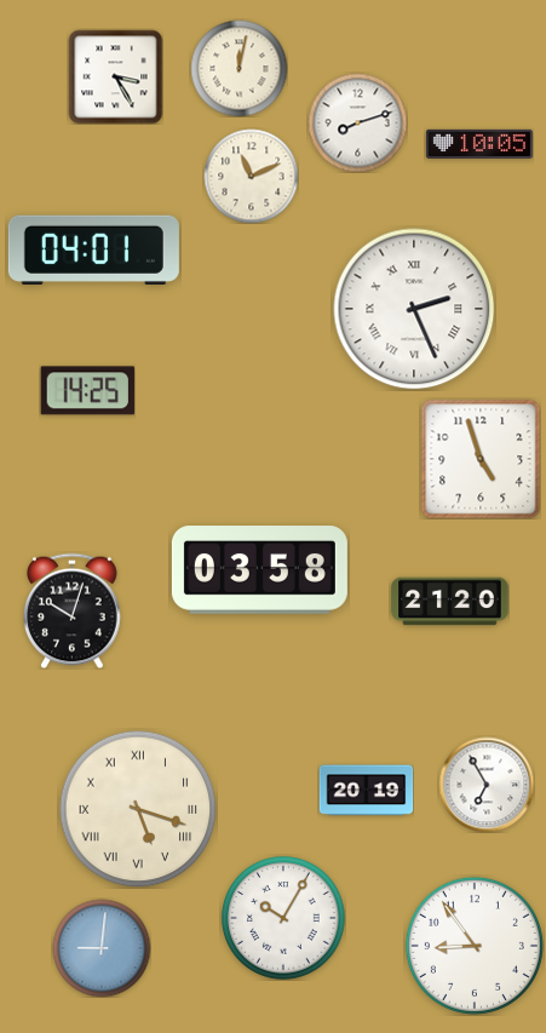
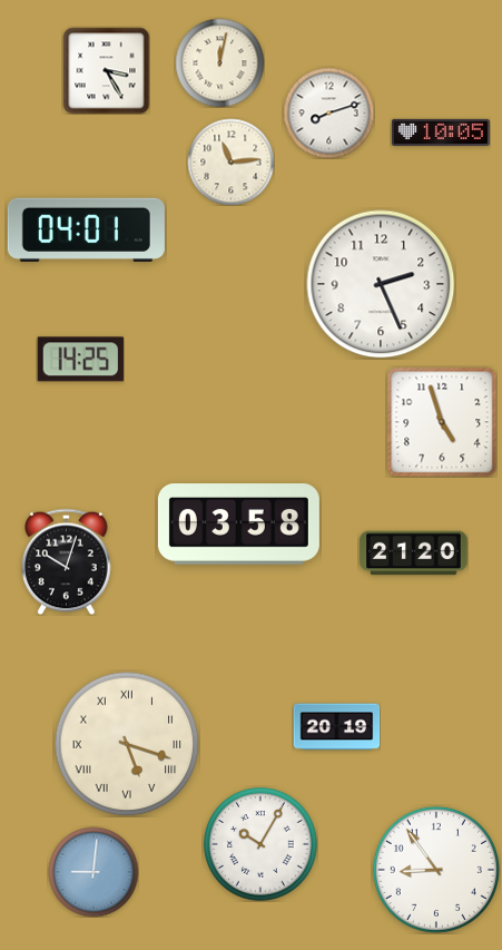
clock at (251, 176): 11:11 -> 11:14
clock at (414, 309) numerals: Roman -> Arabic
clock at (487, 785): 6:55 -> none
